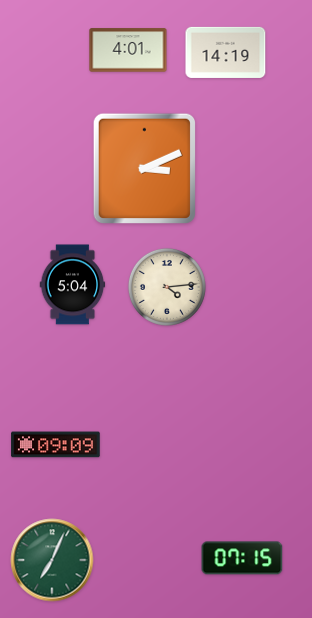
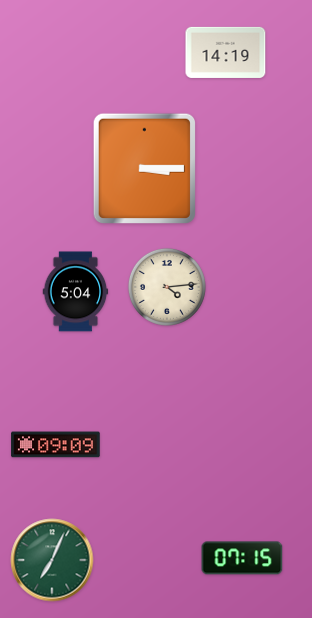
clock at (128, 50): 4:01 -> none
clock at (144, 168): 3:11 -> 3:15
clock at (73, 285) position: (73, 285) -> (76, 292)
